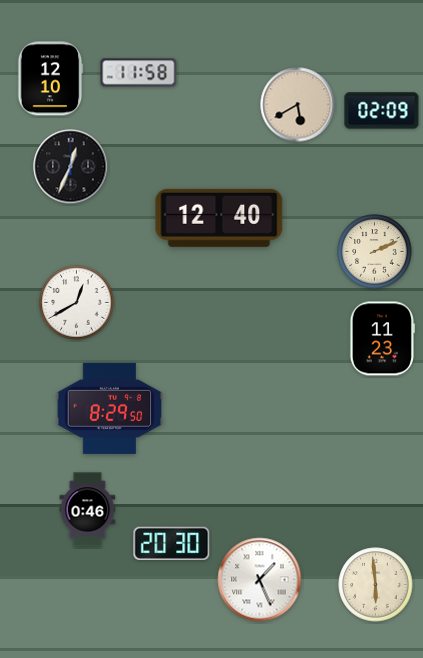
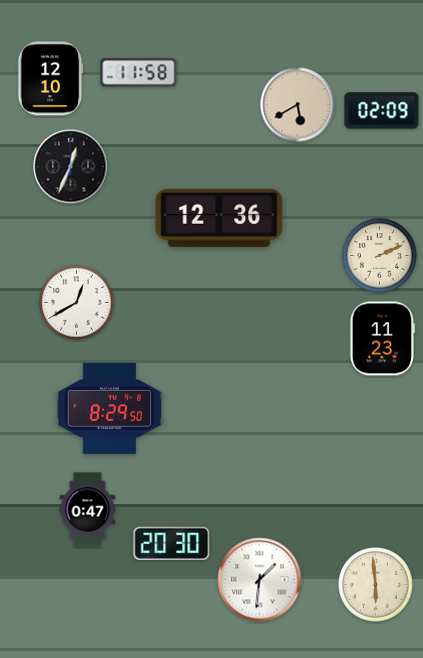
clock at (219, 218): 12:40 -> 12:36
clock at (375, 252) position: (375, 252) -> (380, 256)
clock at (88, 510): 0:46 -> 0:47
clock at (260, 580): 1:26 -> 1:31
